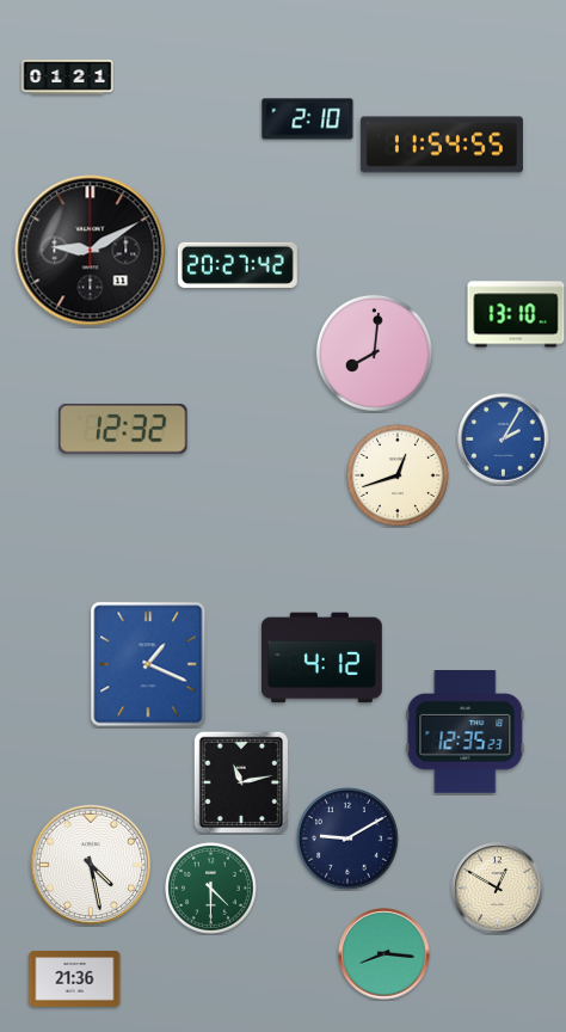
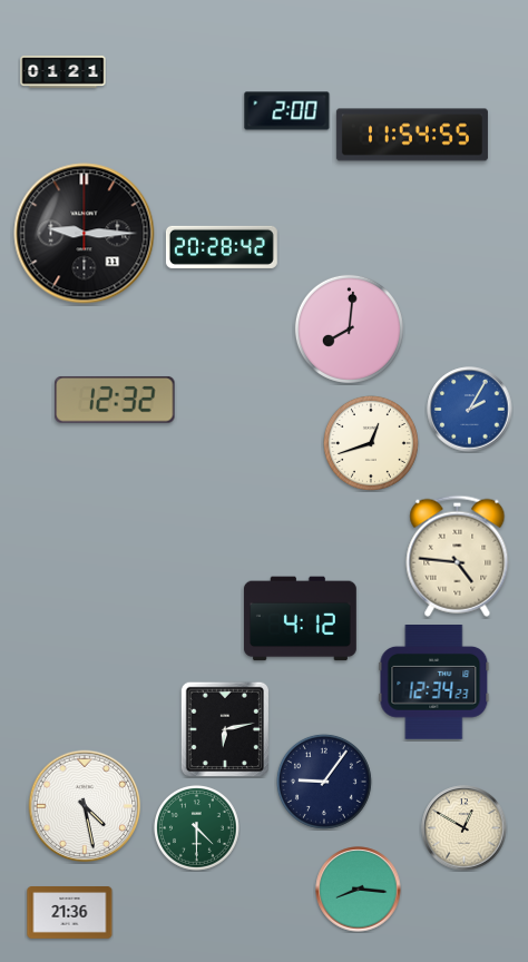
clock at (308, 119): 2:10 -> 2:00
clock at (91, 251): 9:10 -> 9:15
clock at (238, 265): 20:27 -> 20:28
clock at (516, 314): 13:10 -> none
clock at (458, 556): none -> 4:46
clock at (321, 658) position: (321, 658) -> (300, 619)
clock at (148, 664): 1:19 -> none
clock at (466, 732): 12:35 -> 12:34
clock at (240, 781): 11:13 -> 6:13
clock at (347, 838): 9:10 -> 9:06
